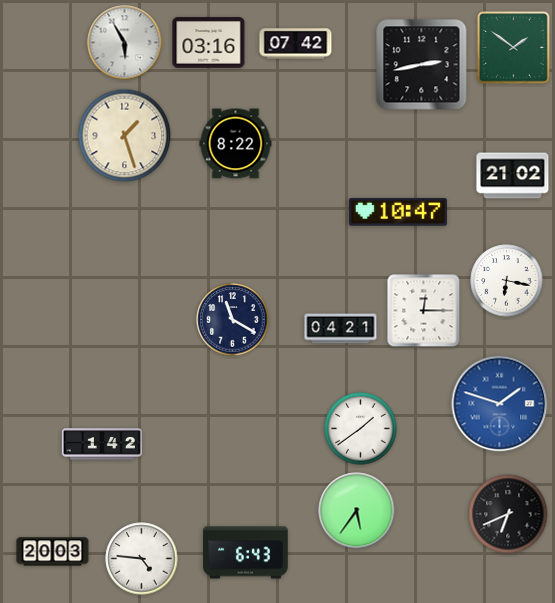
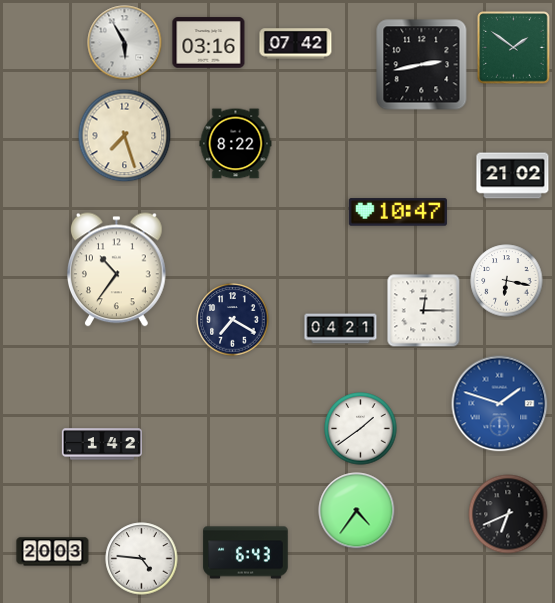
clock at (125, 136): 1:27 -> 7:27
clock at (117, 270): none -> 10:36
clock at (233, 320): 11:20 -> 7:20
clock at (357, 511): 5:36 -> 4:36
